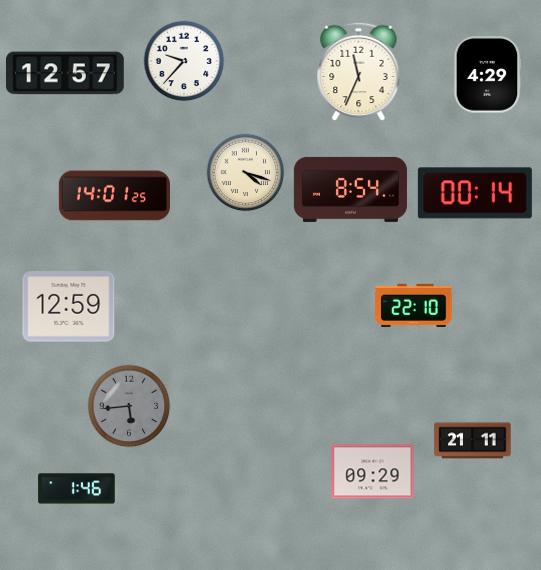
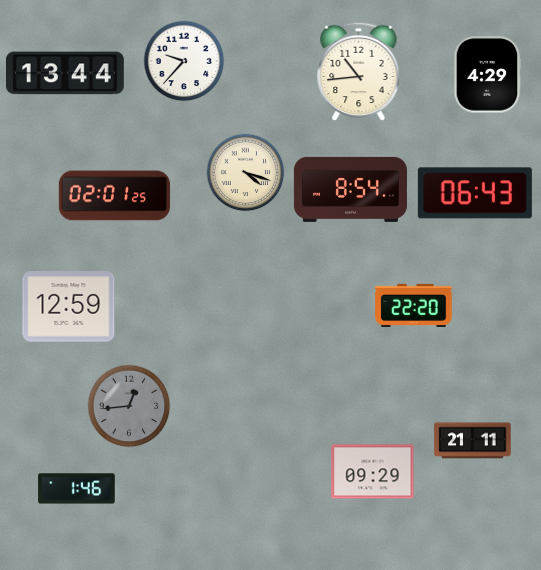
clock at (359, 71): 11:34 -> 10:44
clock at (65, 73): 12:57 -> 13:44
clock at (475, 193): 00:14 -> 06:43
clock at (114, 196): 14:01 -> 02:01
clock at (414, 305): 22:10 -> 22:20
clock at (129, 406): 5:44 -> 12:44
